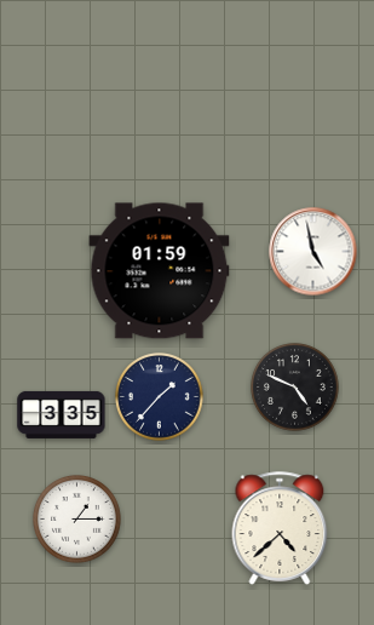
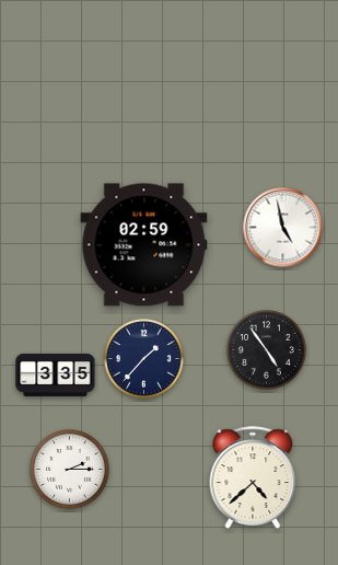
clock at (160, 271): 01:59 -> 02:59
clock at (295, 388): 4:49 -> 4:54
clock at (77, 520): 1:15 -> 2:15
